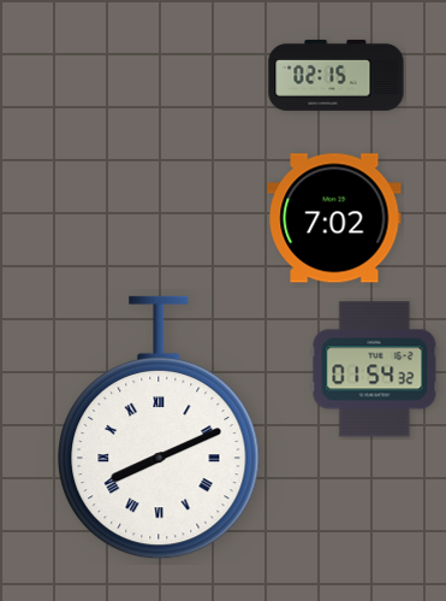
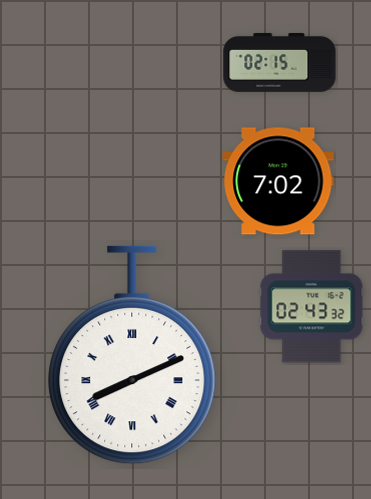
clock at (375, 370): 01:54 -> 02:43
